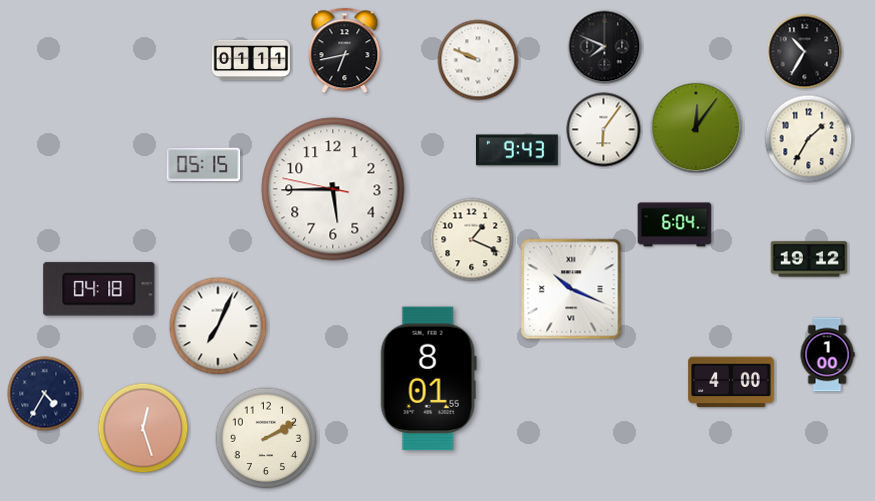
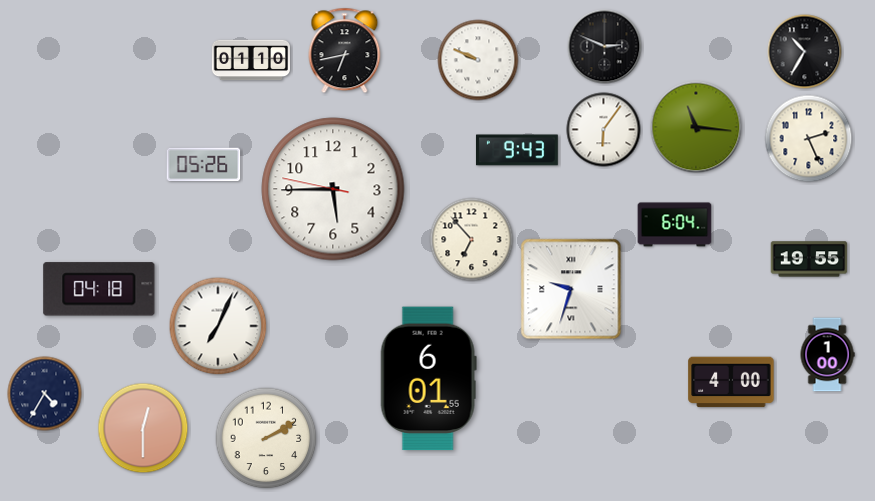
clock at (605, 47): 7:49 -> 2:49
clock at (250, 60): 01:11 -> 01:10
clock at (696, 127): 12:06 -> 11:16
clock at (809, 139): 1:35 -> 2:26
clock at (204, 165): 05:15 -> 05:26
clock at (472, 240): 1:19 -> 6:53
clock at (809, 259): 19:12 -> 19:55
clock at (571, 289): 10:19 -> 9:33
clock at (428, 379): 8:01 -> 6:01
clock at (143, 428): 12:27 -> 12:30
